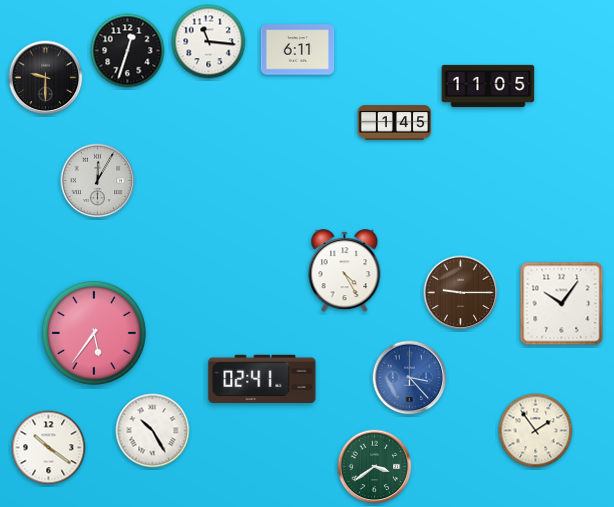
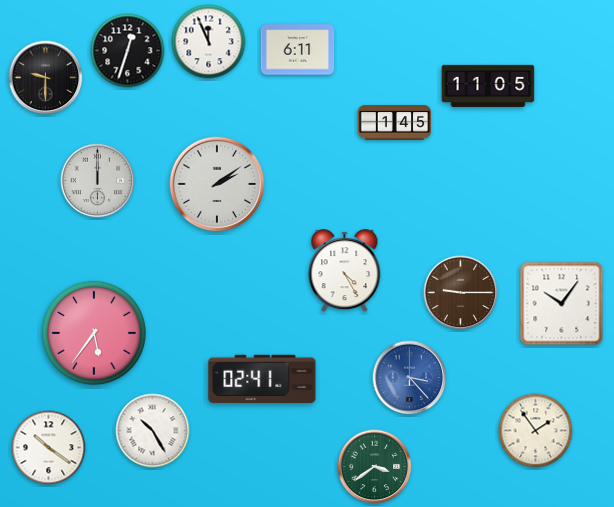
clock at (209, 42): 11:16 -> 11:56
clock at (98, 181): 12:05 -> 12:00
clock at (217, 184): none -> 2:09
